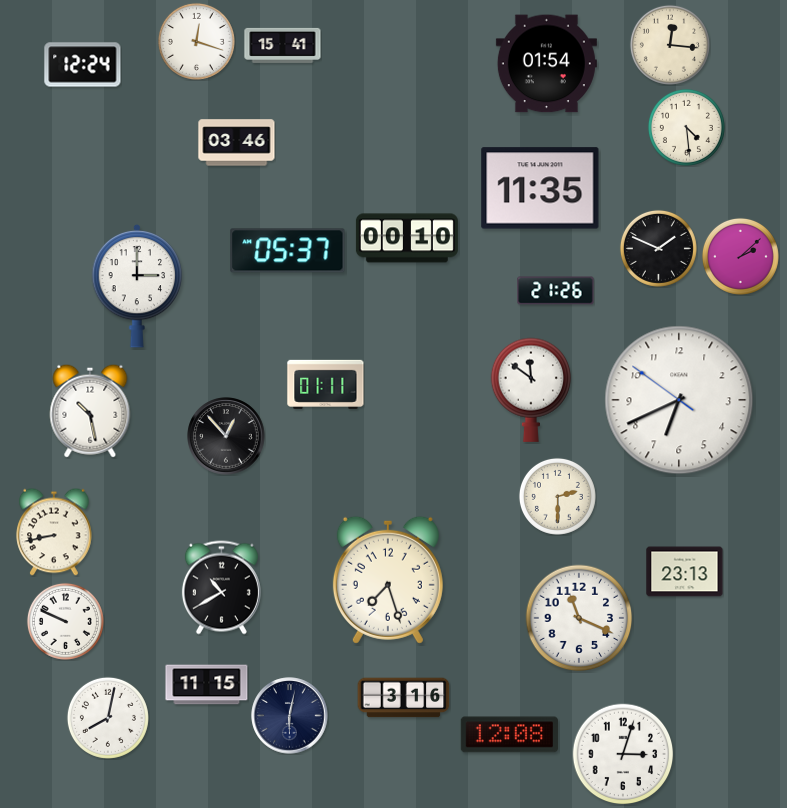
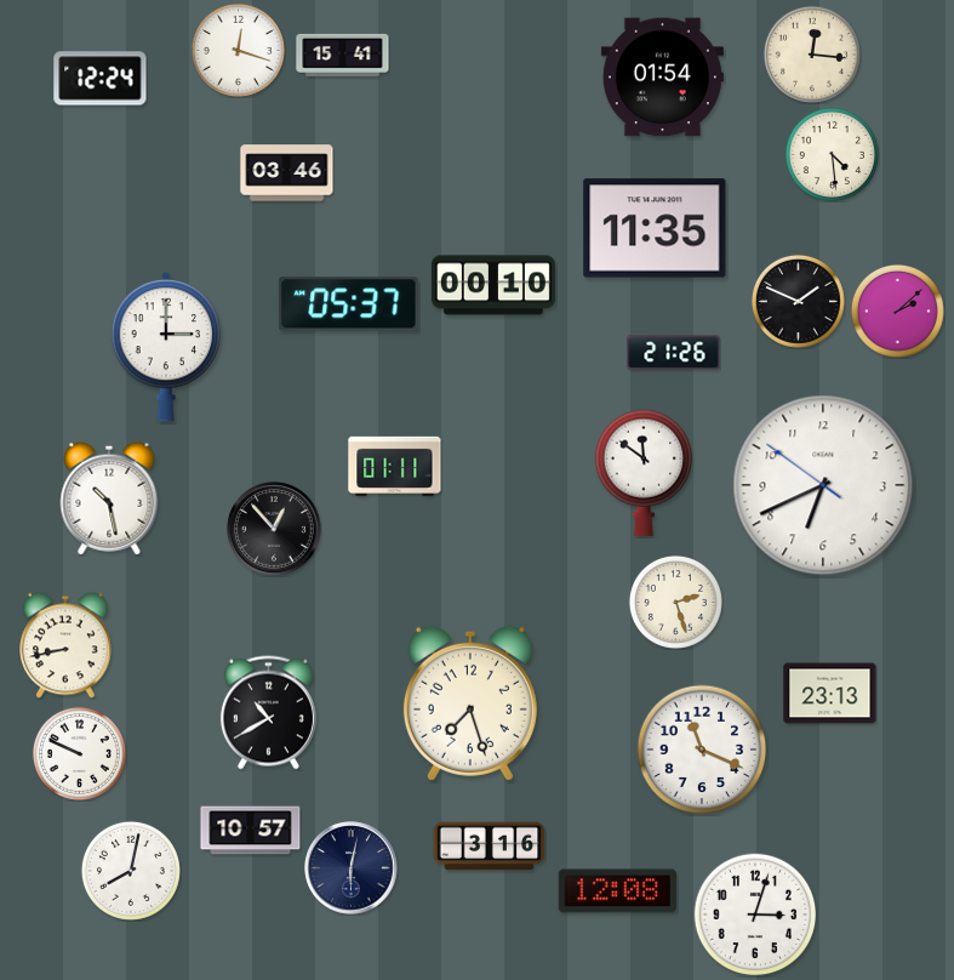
clock at (407, 238) position: (407, 238) -> (493, 285)
clock at (557, 496): 2:30 -> 2:27
clock at (207, 685): 11:15 -> 10:57
